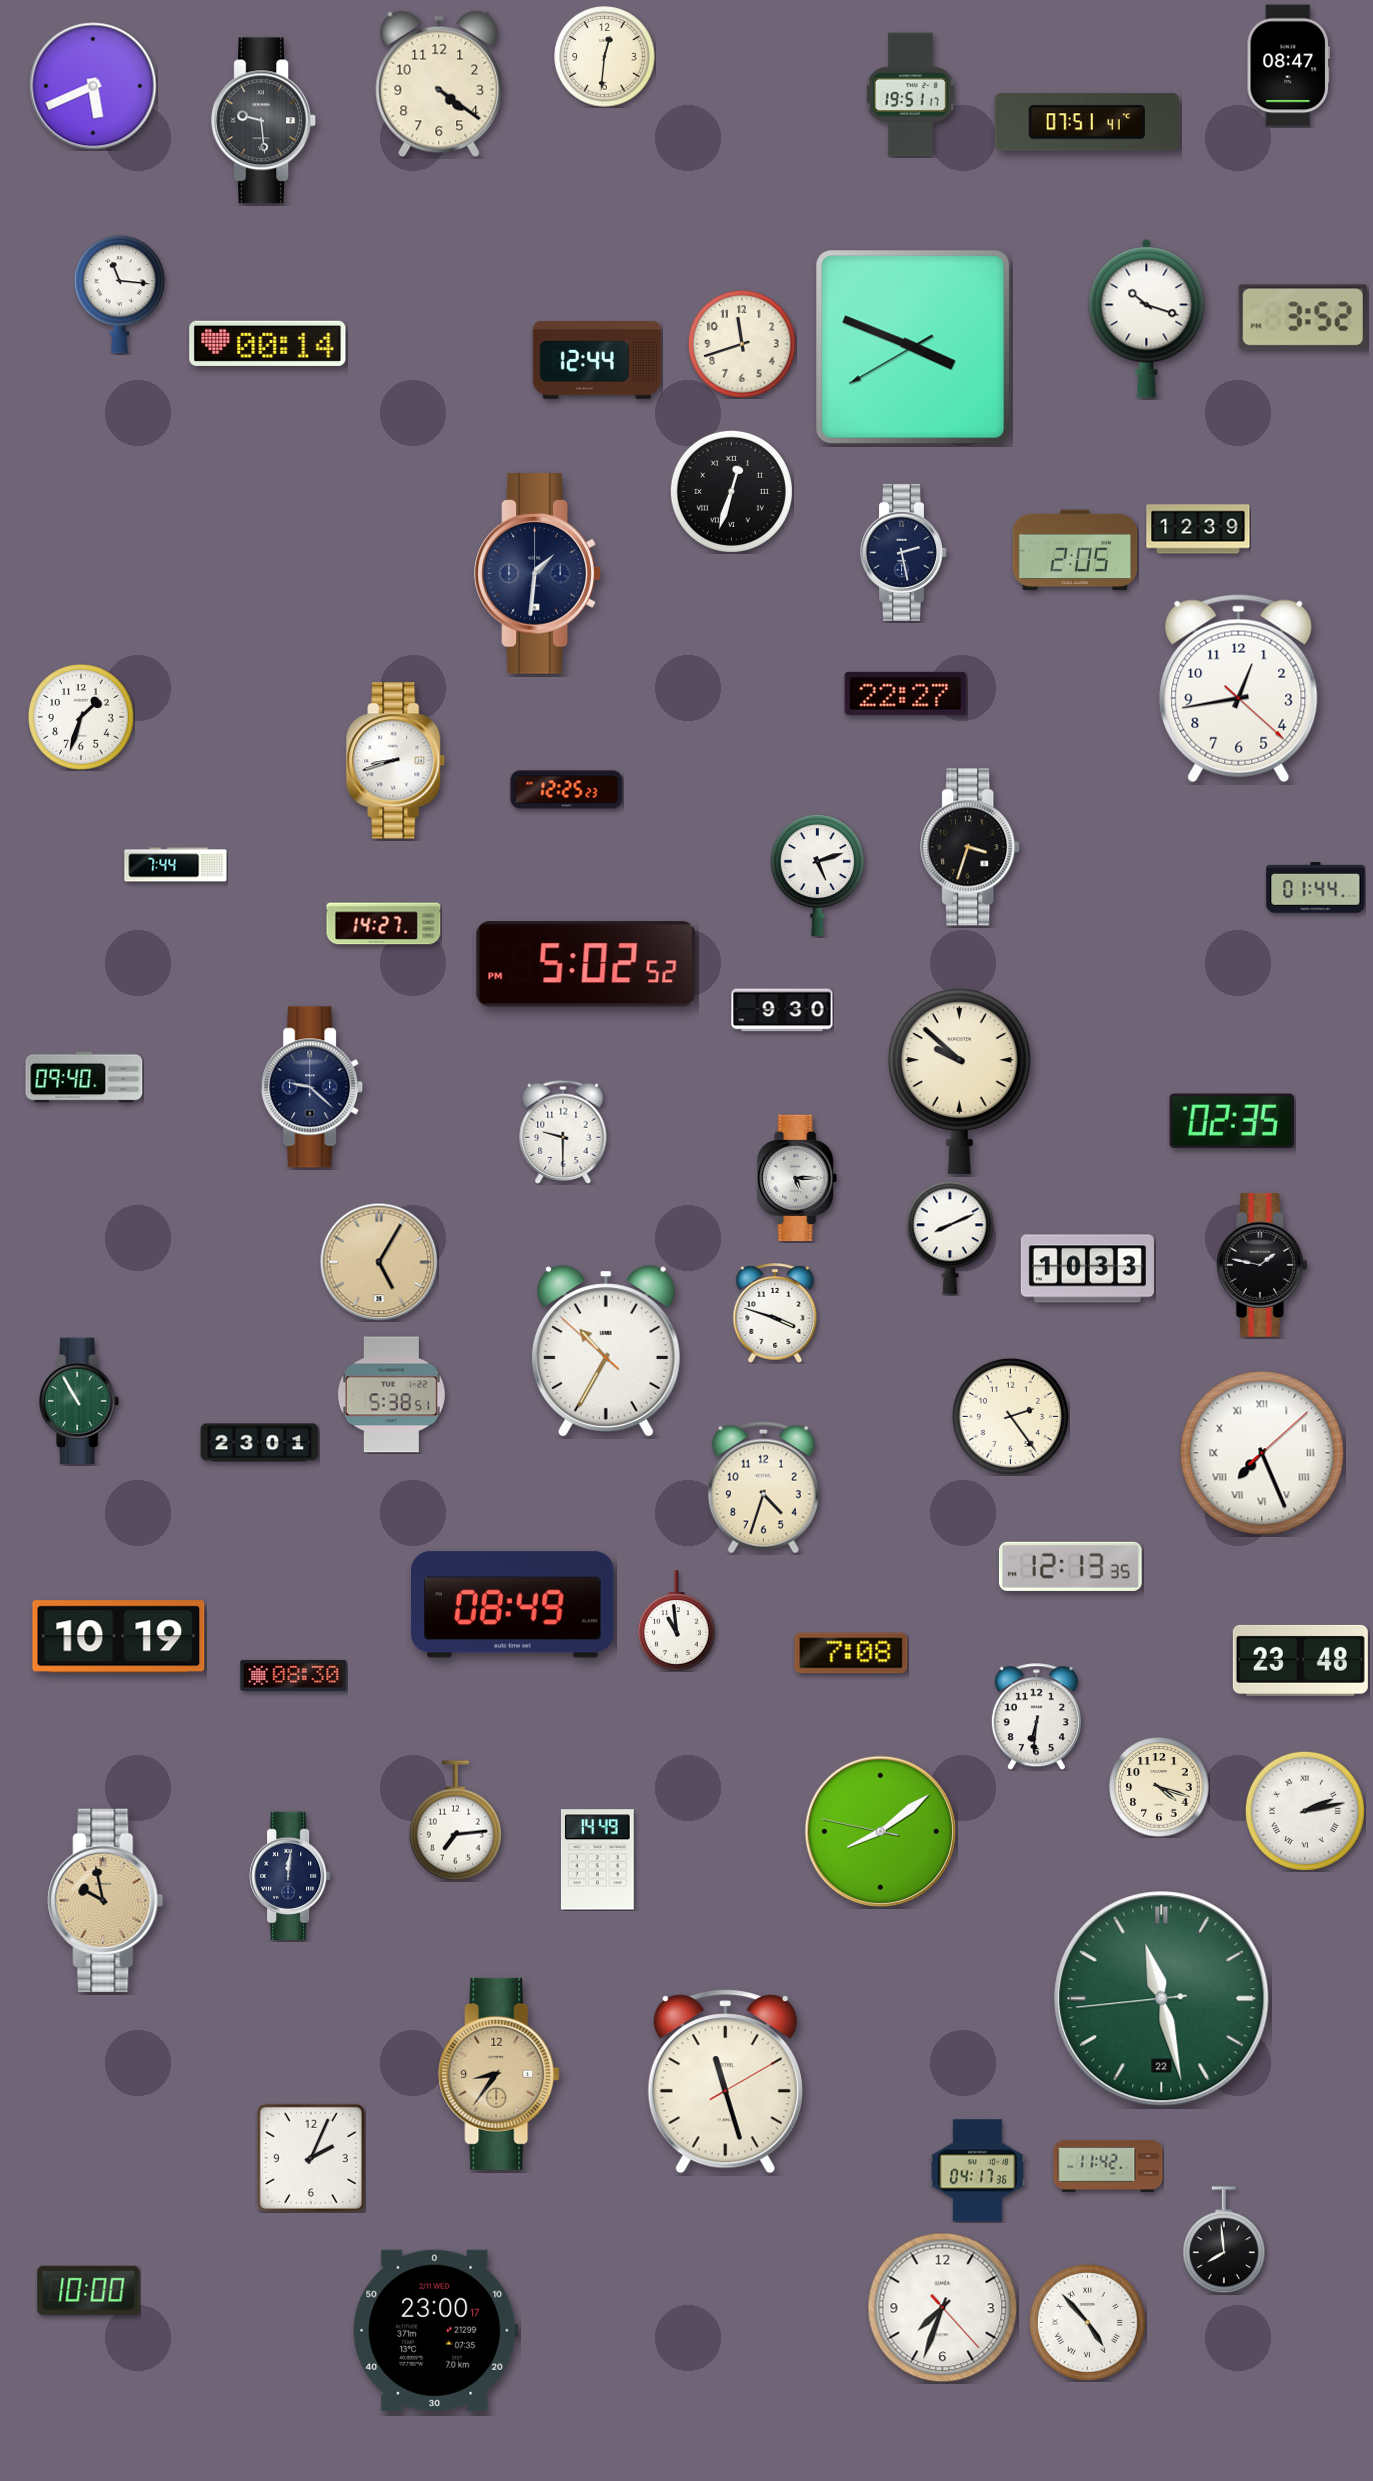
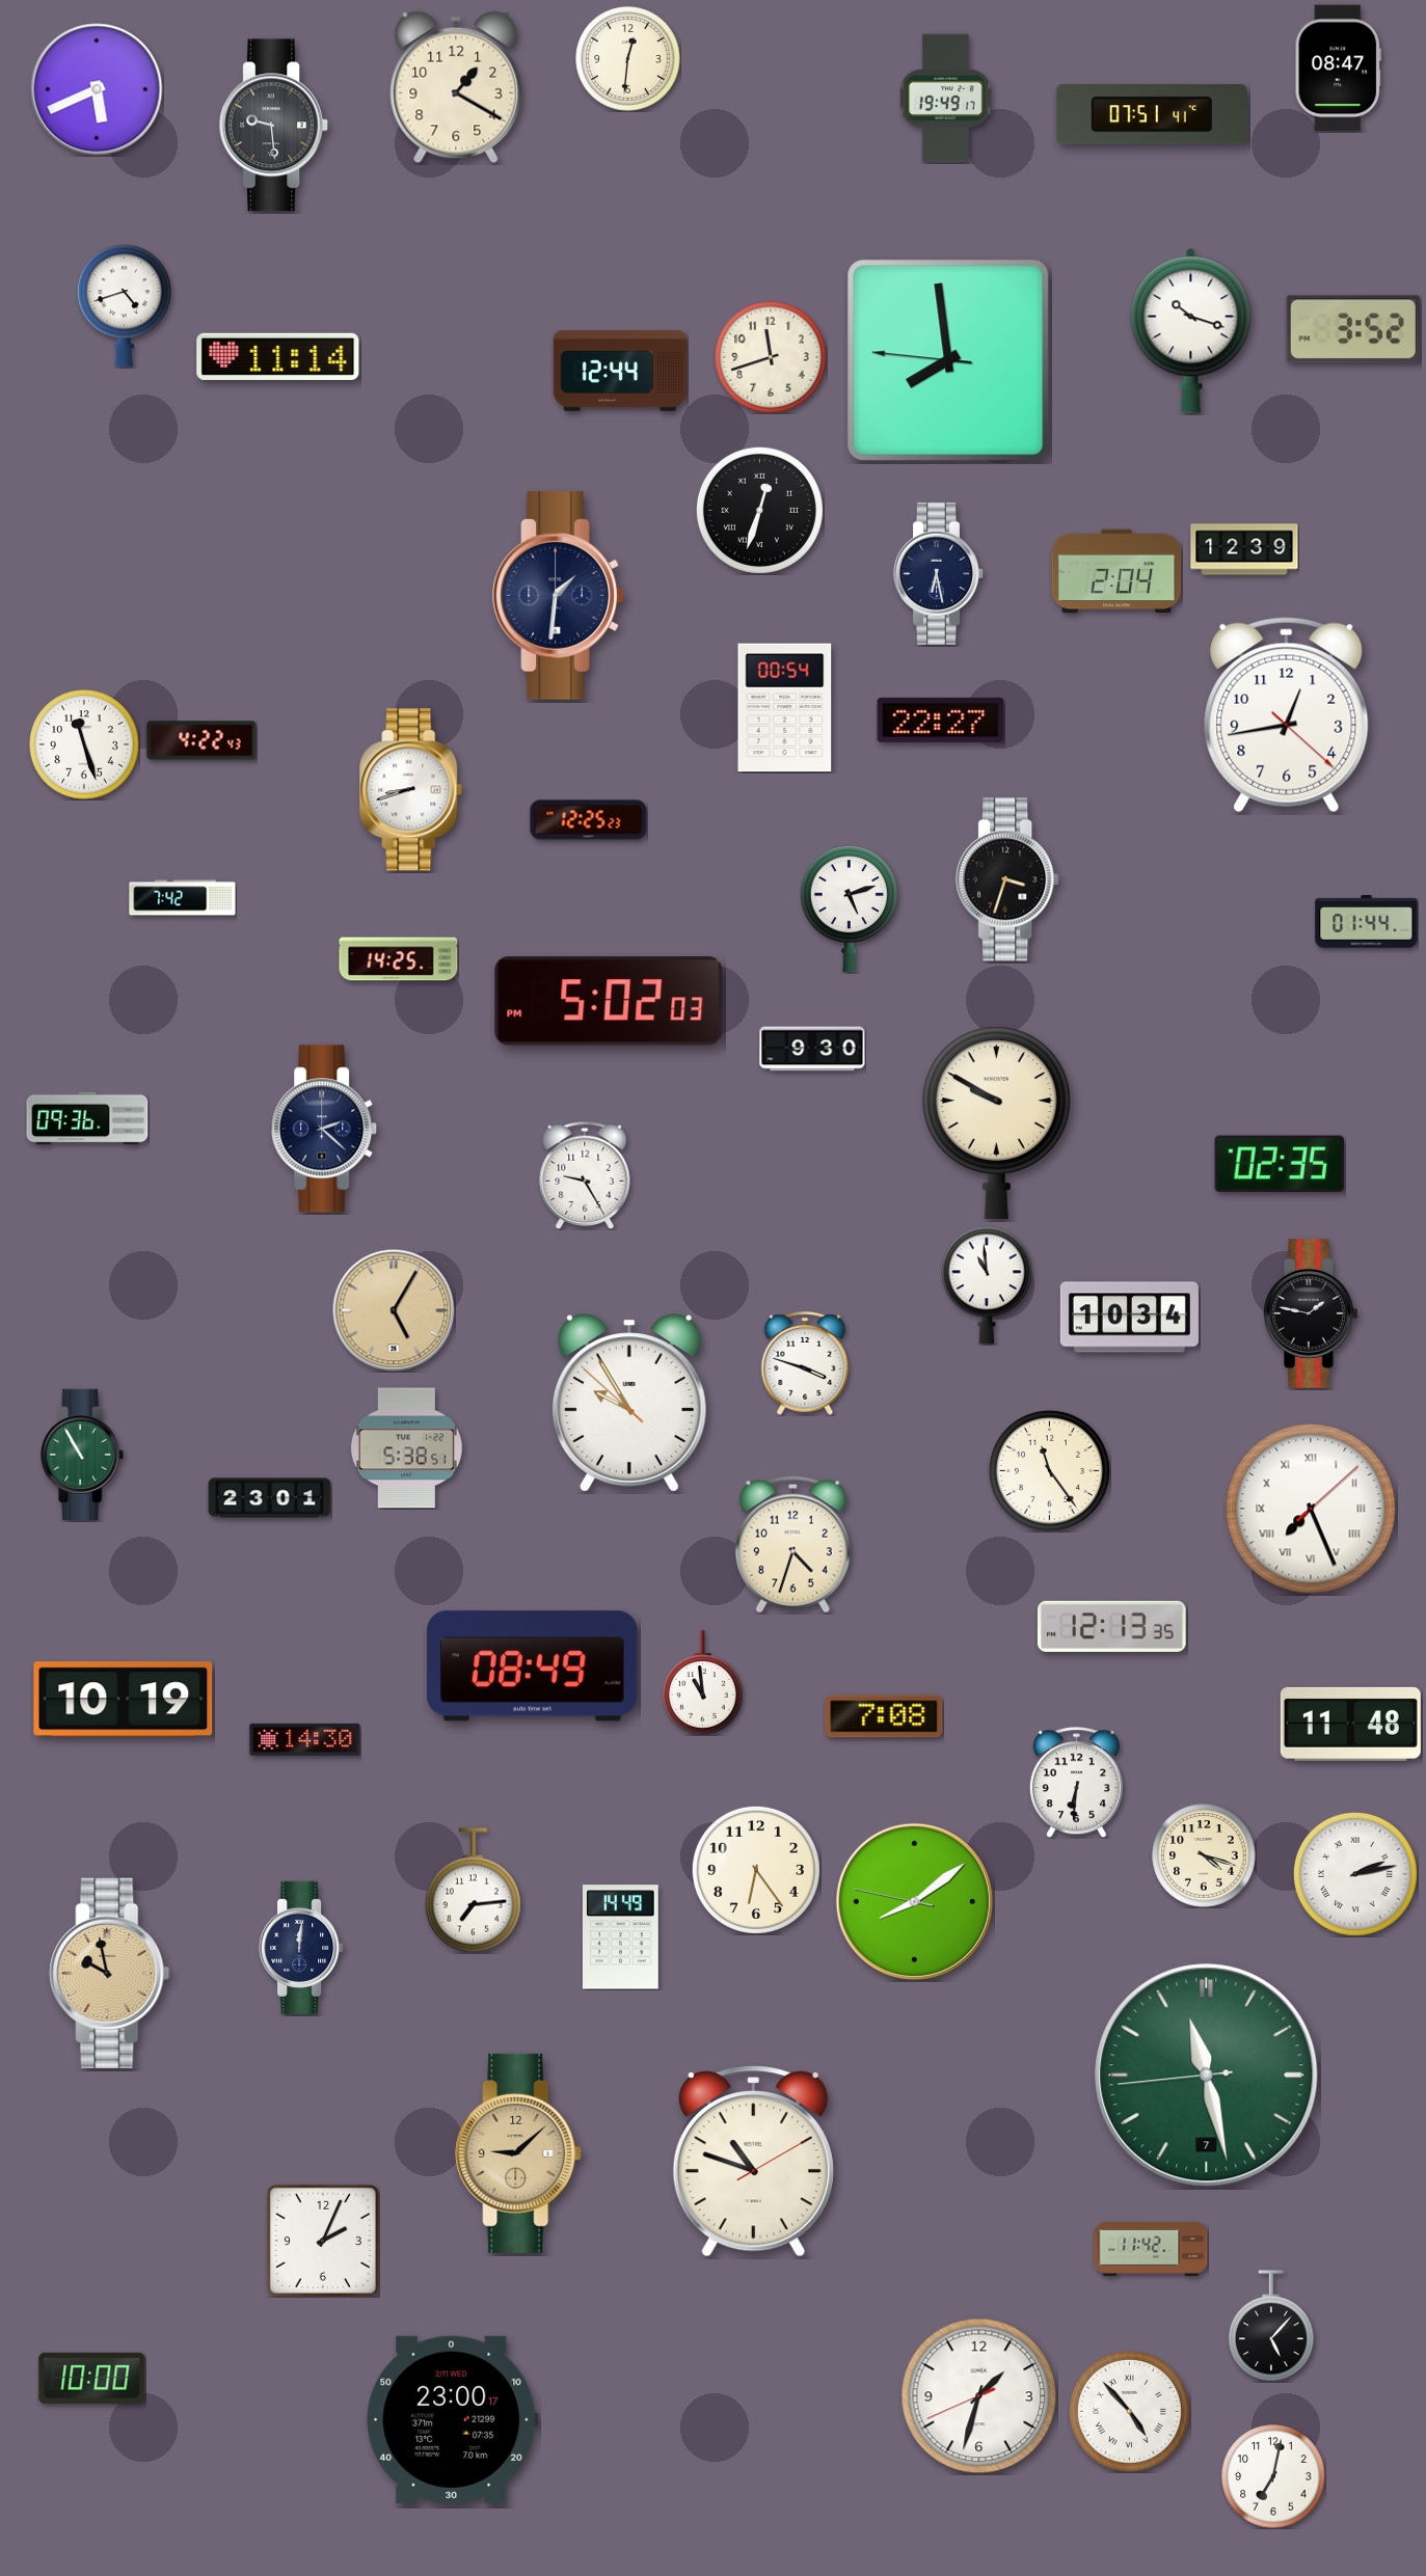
clock at (439, 84): 4:21 -> 1:20
clock at (910, 95): 19:51 -> 19:49
clock at (1087, 122) position: (1087, 122) -> (1152, 114)
clock at (119, 295): 11:16 -> 4:42
clock at (268, 343): 00:14 -> 11:14
clock at (913, 347): 3:48 -> 7:58
clock at (597, 360) position: (597, 360) -> (620, 371)
clock at (1075, 550): 2:05 -> 2:04
clock at (904, 552): 2:28 -> 6:28
clock at (785, 708): none -> 00:54
clock at (201, 740): none -> 4:22
clock at (81, 717): 1:33 -> 11:27
clock at (176, 865): 7:44 -> 7:42
clock at (384, 924): 14:27 -> 14:25
clock at (586, 964): 5:02:52 PM -> 5:02:03 PM
clock at (84, 1077): 09:40 -> 09:36
clock at (959, 1081): 9:52 -> 9:50
clock at (313, 1087): 9:22 -> 2:22
clock at (563, 1131): 9:30 -> 9:25
clock at (798, 1178): 5:15 -> none
clock at (950, 1238): 8:11 -> 10:59
clock at (1087, 1269): 10:33 -> 10:34
clock at (606, 1351): 10:34 -> 9:54
clock at (1010, 1416): 2:24 -> 11:24
clock at (1300, 1660): 23:48 -> 11:48
clock at (294, 1675): 08:30 -> 14:30
clock at (756, 1870): none -> 6:24
clock at (1305, 1811) position: (1305, 1811) -> (1355, 1874)
clock at (597, 1860) position: (597, 1860) -> (620, 1937)
clock at (1162, 1999) date: 22 -> 7
clock at (499, 2074): 8:36 -> 9:08
clock at (725, 2082): 11:27 -> 10:48
clock at (978, 2171): 04:17 -> none
clock at (1225, 2240): 7:59 -> 5:07
clock at (943, 2308): 7:33 -> 1:32
clock at (1273, 2476): none -> 7:02
